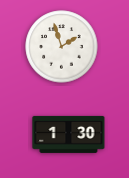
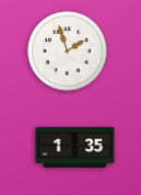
clock at (69, 134): 1:30 -> 1:35
